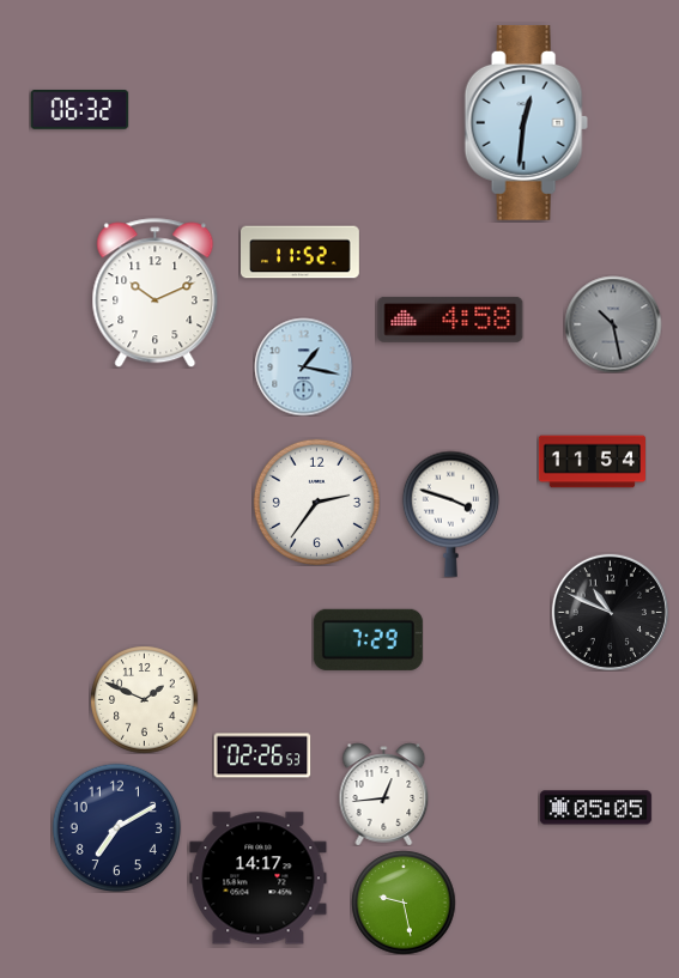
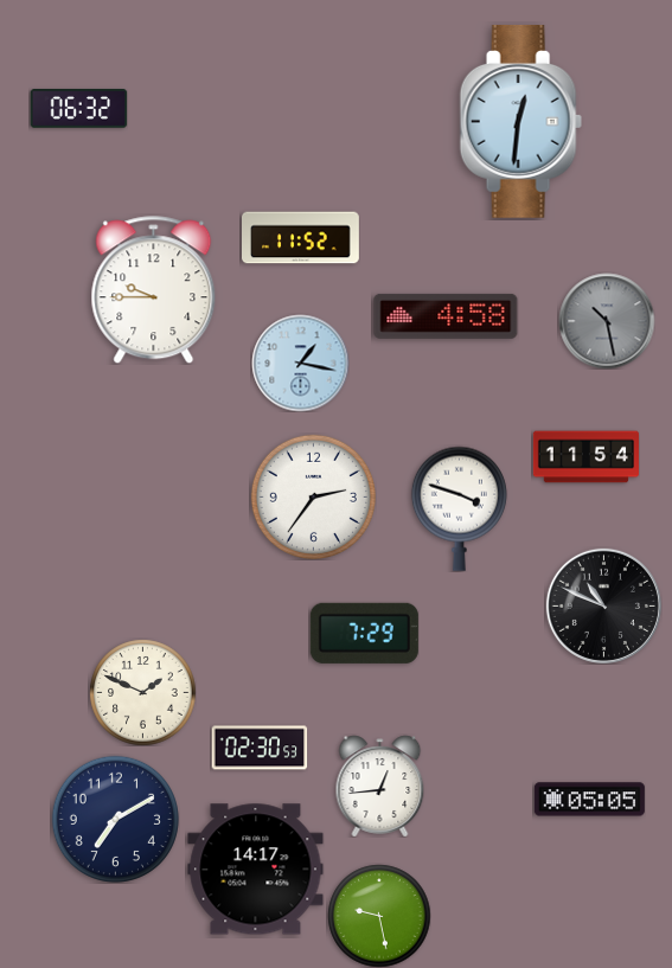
clock at (301, 253) position: (301, 253) -> (301, 238)
clock at (156, 293): 10:11 -> 9:45
clock at (450, 514) position: (450, 514) -> (459, 508)
clock at (262, 755): 02:26 -> 02:30
clock at (404, 903) position: (404, 903) -> (379, 916)
